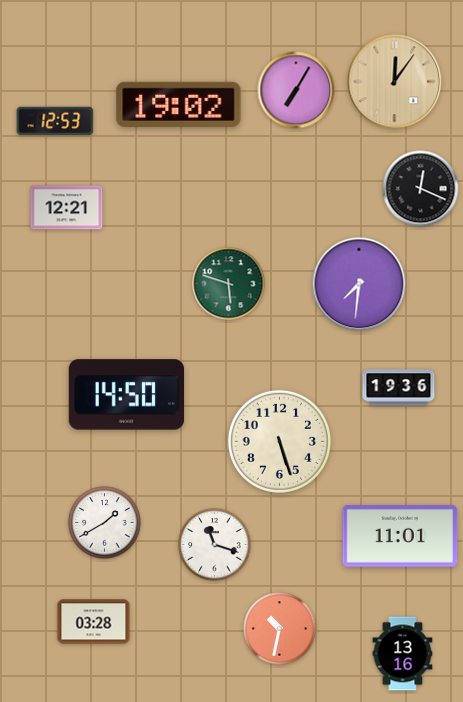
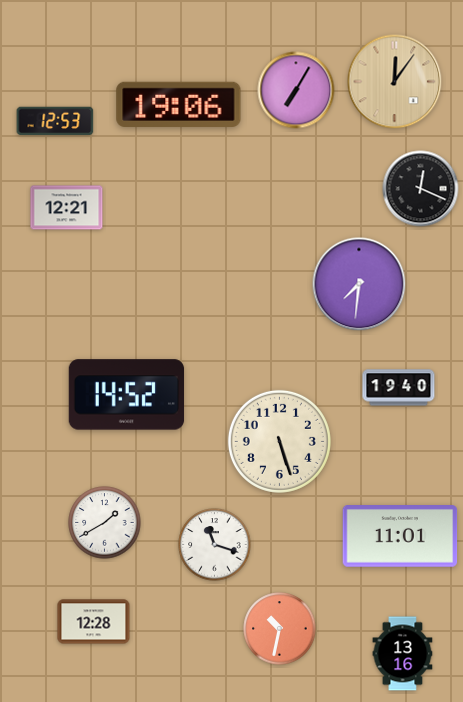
clock at (179, 104): 19:02 -> 19:06
clock at (229, 284): 5:48 -> none
clock at (399, 388): 19:36 -> 19:40
clock at (127, 395): 14:50 -> 14:52
clock at (94, 622): 03:28 -> 12:28
